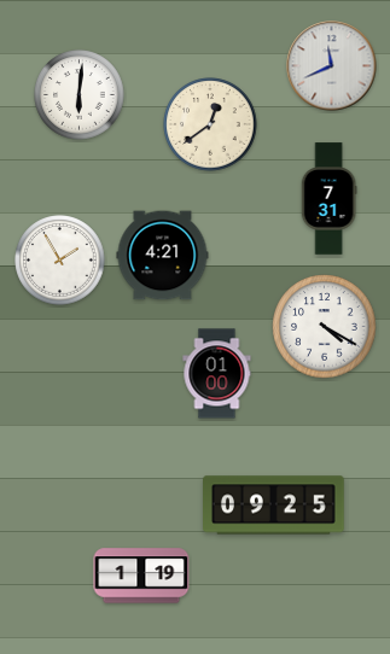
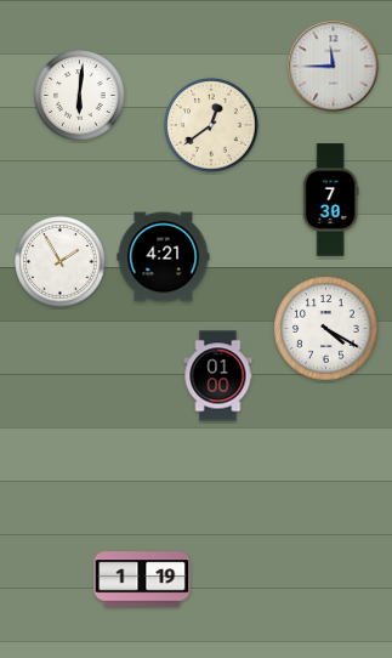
clock at (332, 66): 11:41 -> 11:45
clock at (328, 199): 7:31 -> 7:30
clock at (274, 506): 09:25 -> none
